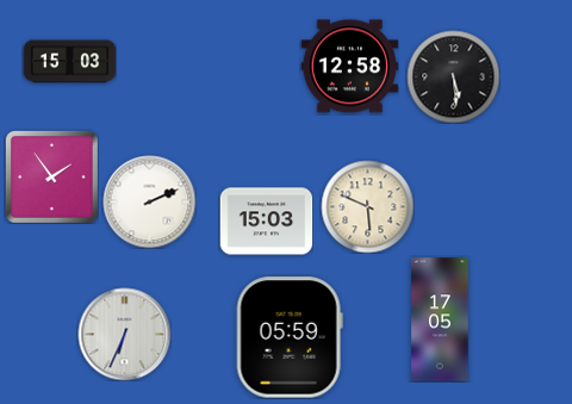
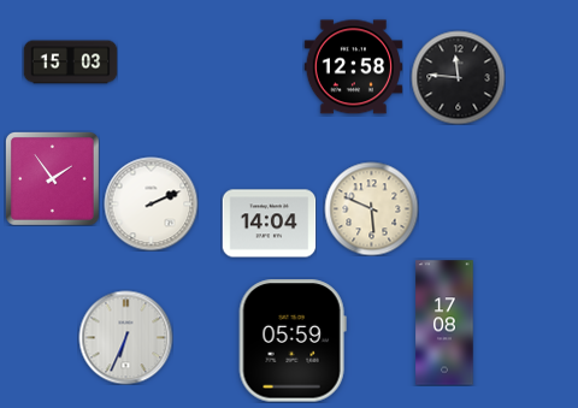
clock at (453, 76): 5:29 -> 11:46
clock at (266, 222): 15:03 -> 14:04
clock at (440, 319): 17:05 -> 17:08
